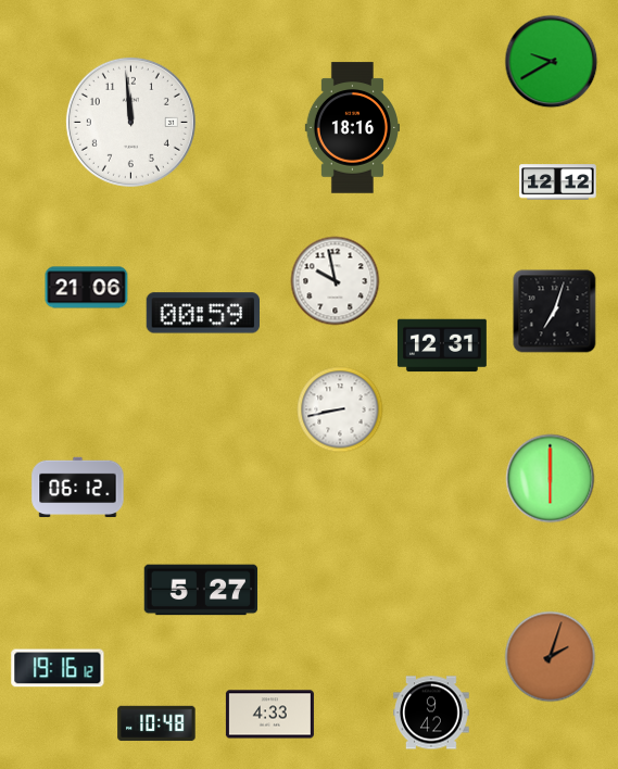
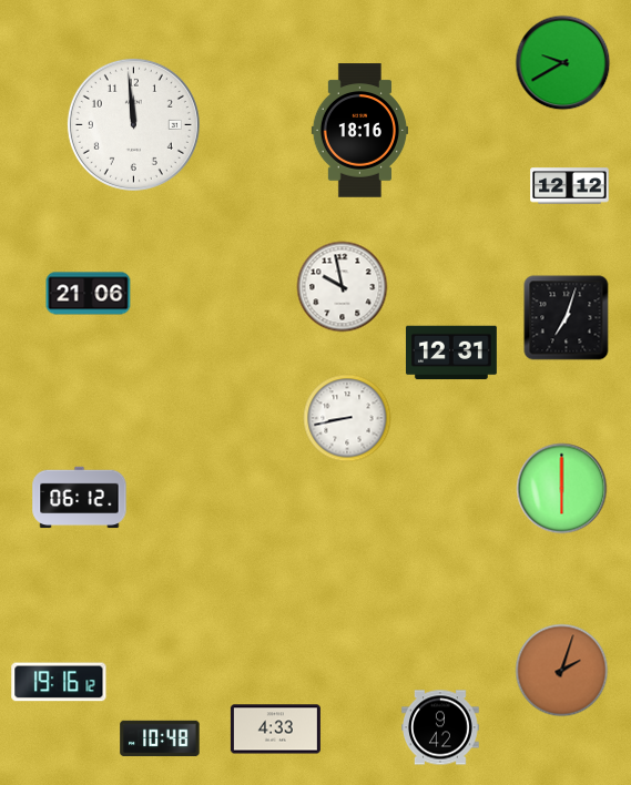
clock at (202, 313): 00:59 -> none
clock at (201, 590): 5:27 -> none
